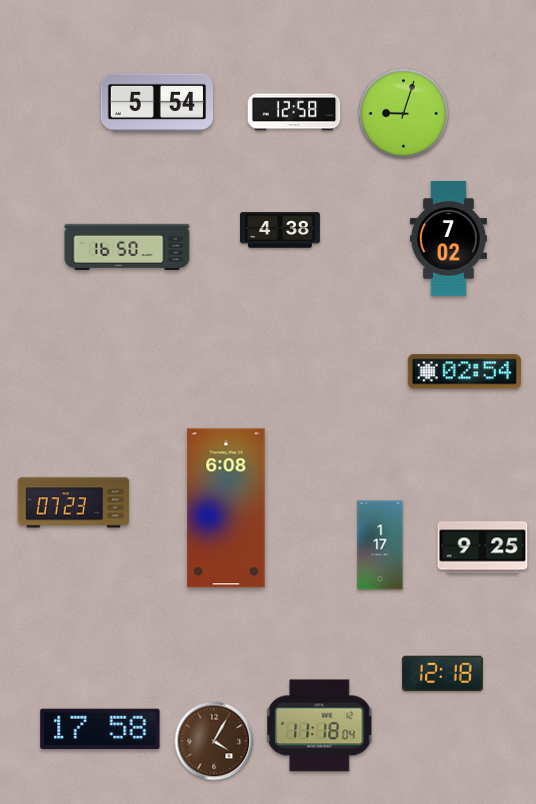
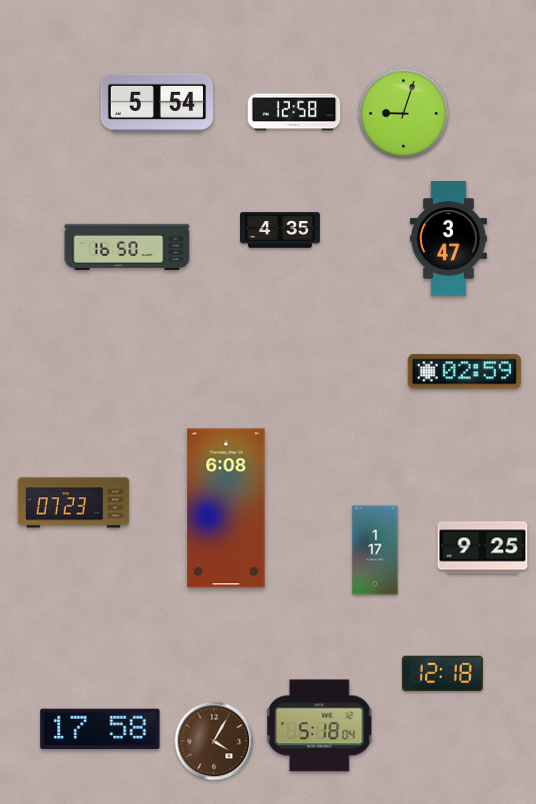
clock at (281, 230): 4:38 -> 4:35
clock at (448, 238): 7:02 -> 3:47
clock at (464, 372): 02:54 -> 02:59
clock at (380, 545) position: (380, 545) -> (375, 550)
clock at (320, 726): 11:18 -> 5:18
